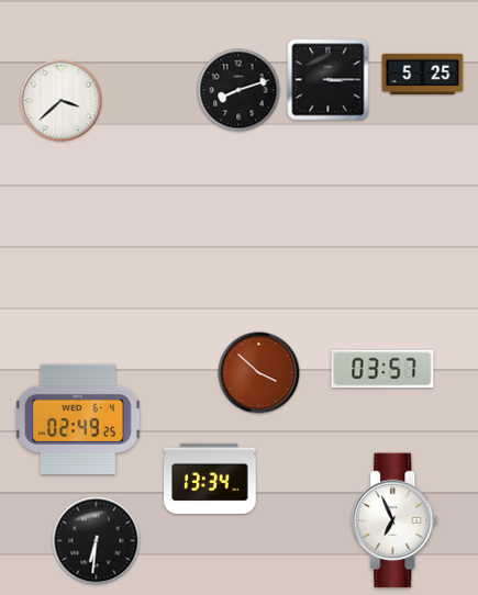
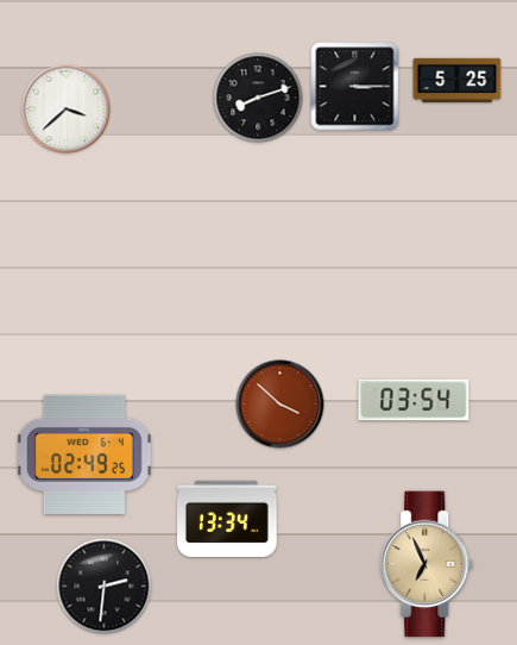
clock at (382, 369): 03:57 -> 03:54
clock at (396, 520) dial: white -> champagne
clock at (97, 541): 6:31 -> 2:31
